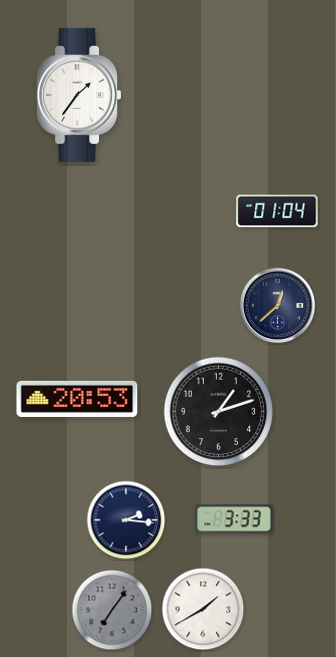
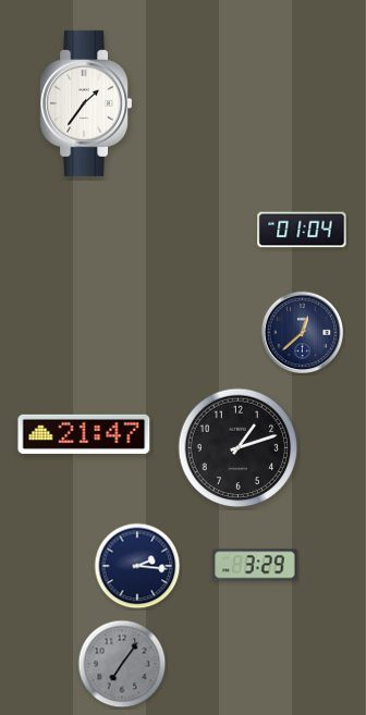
clock at (77, 399): 20:53 -> 21:47
clock at (234, 519): 3:33 -> 3:29
clock at (203, 609): 1:40 -> none
